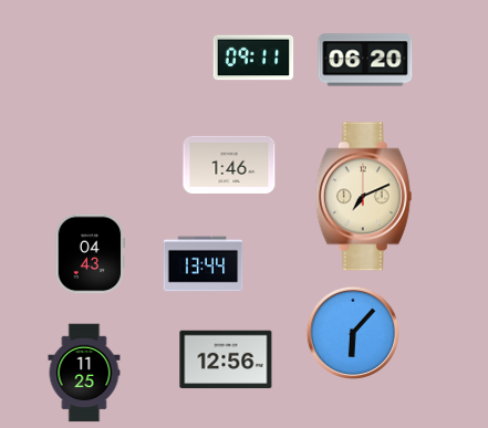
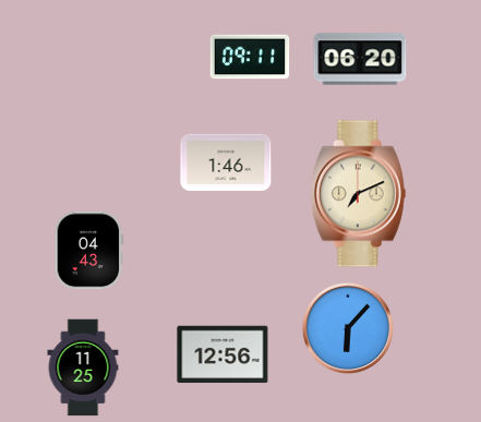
clock at (204, 264): 13:44 -> none
